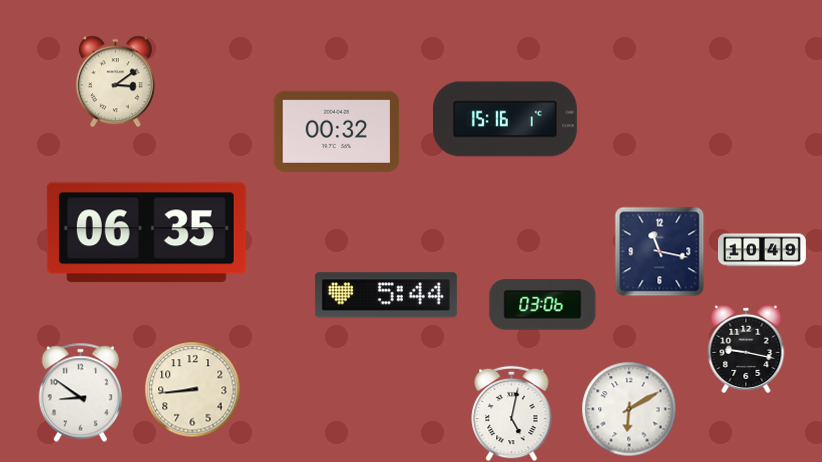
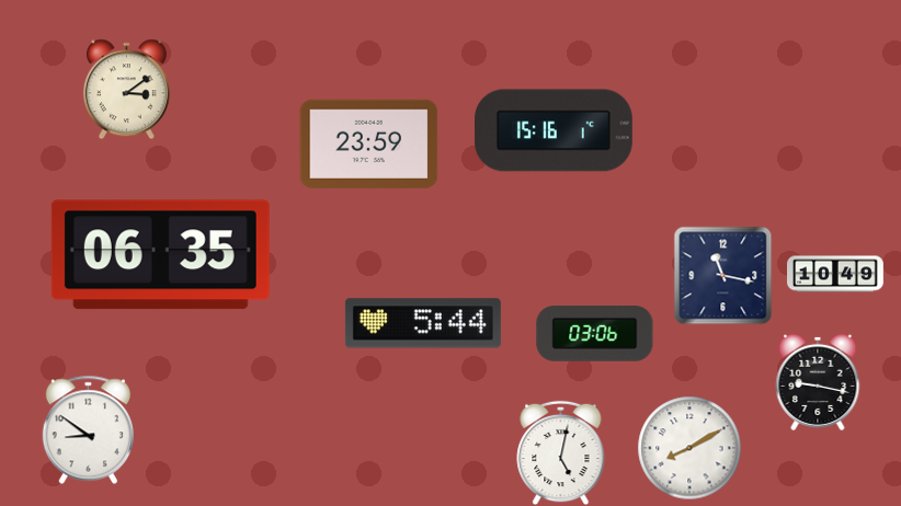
clock at (337, 131): 00:32 -> 23:59
clock at (192, 389): 8:44 -> none
clock at (629, 409): 6:10 -> 8:10
